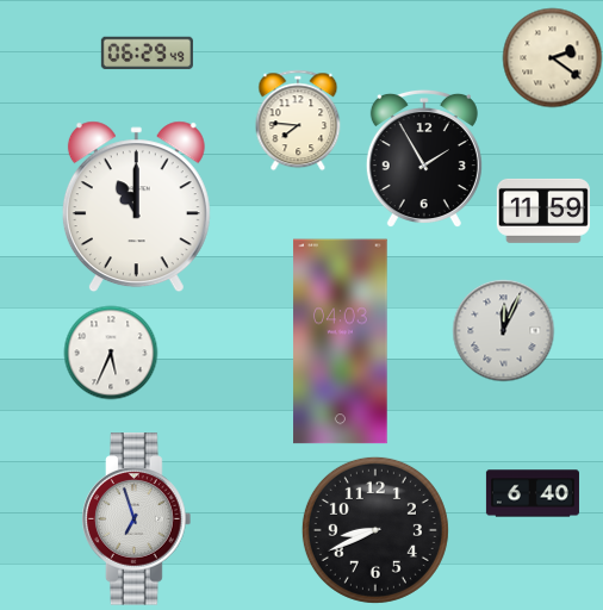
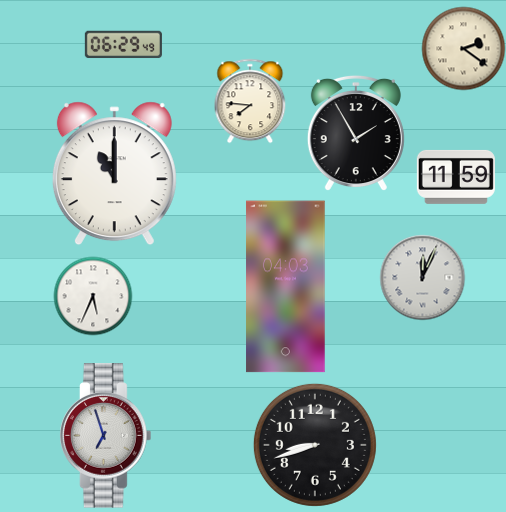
clock at (533, 493): 6:40 -> none
clock at (137, 519) position: (137, 519) -> (106, 436)
clock at (375, 530): 8:41 -> 8:42
